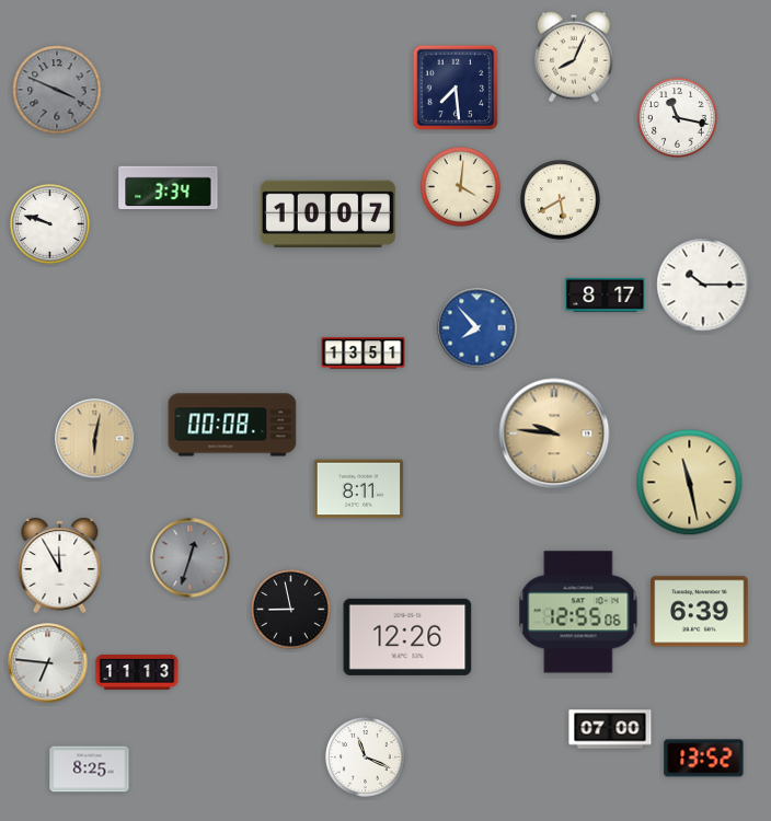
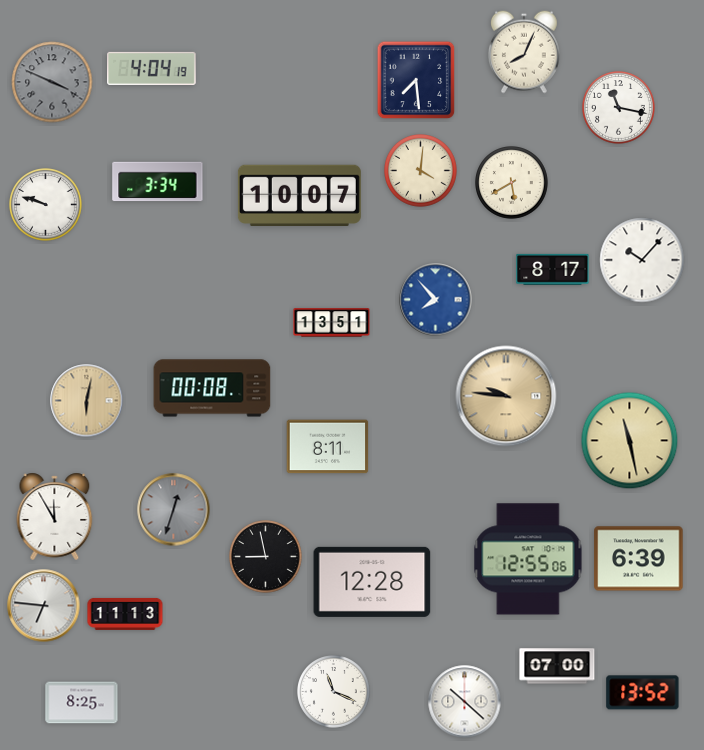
clock at (152, 68): none -> 4:04
clock at (169, 188) position: (169, 188) -> (158, 182)
clock at (703, 285): 10:15 -> 10:07
clock at (407, 637): 12:26 -> 12:28
clock at (465, 702): none -> 10:22
